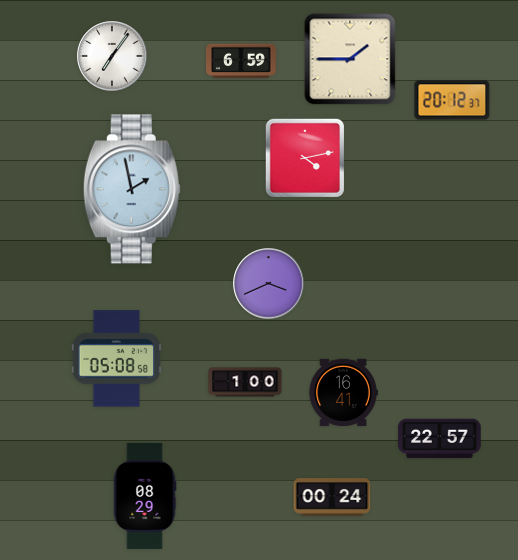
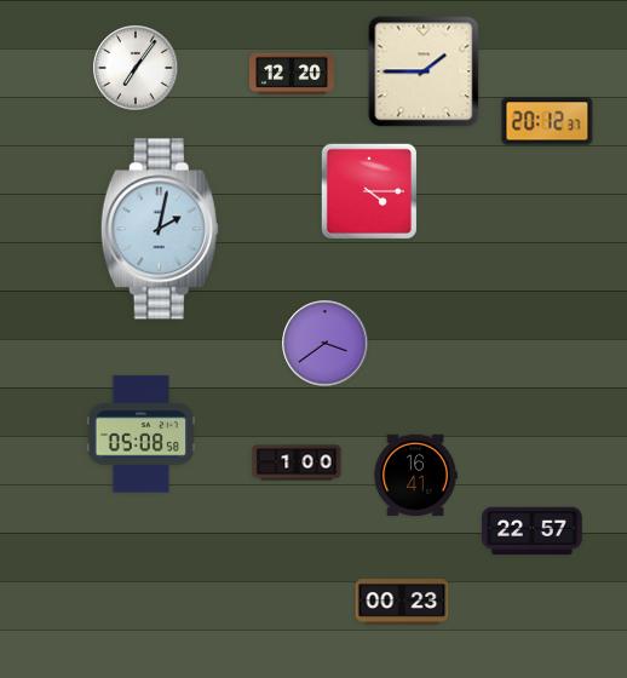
clock at (241, 61): 6:59 -> 12:20
clock at (305, 158): 4:13 -> 4:15
clock at (132, 189): 1:58 -> 2:02
clock at (269, 284): 3:41 -> 3:39
clock at (145, 496): 08:29 -> none
clock at (332, 497): 00:24 -> 00:23
